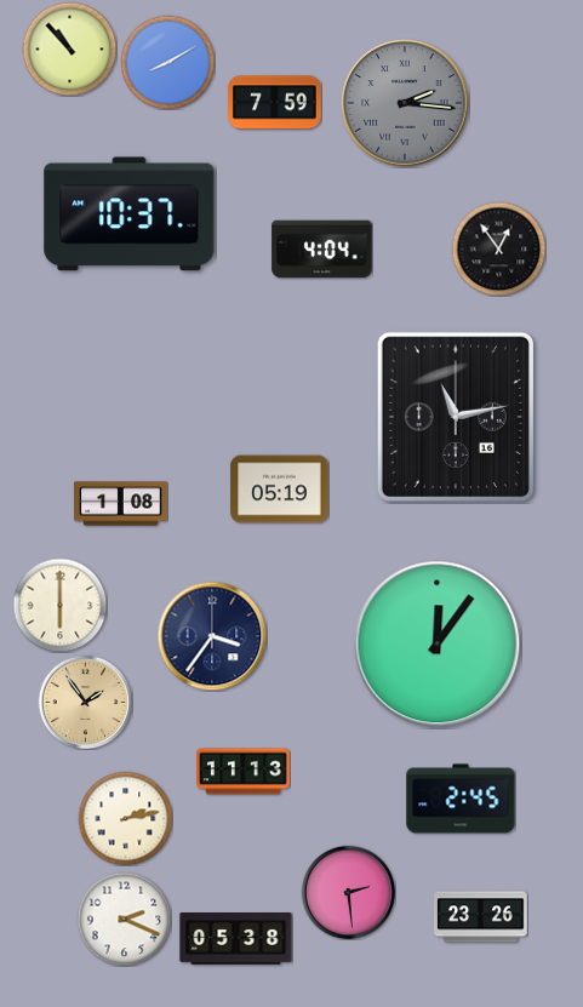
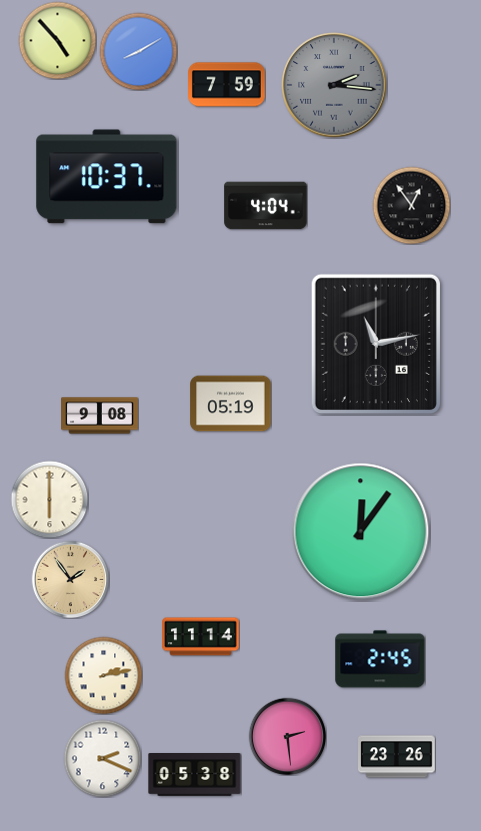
clock at (69, 48): 10:53 -> 4:53
clock at (121, 504): 1:08 -> 9:08
clock at (212, 636): 3:36 -> none
clock at (244, 772): 11:13 -> 11:14
